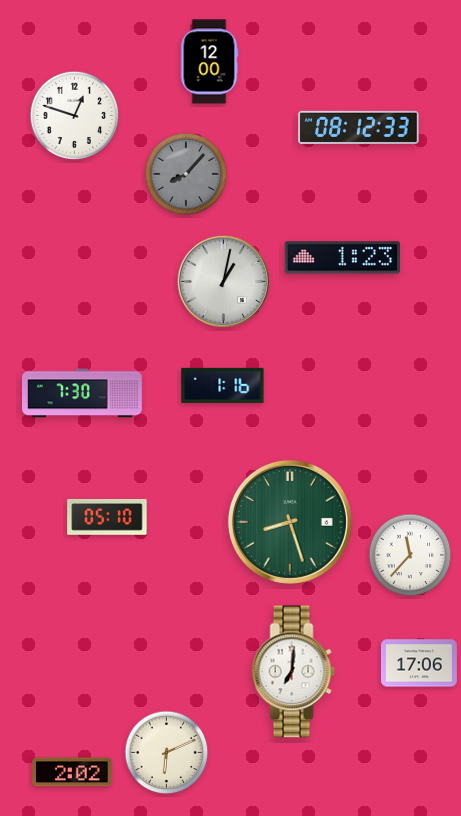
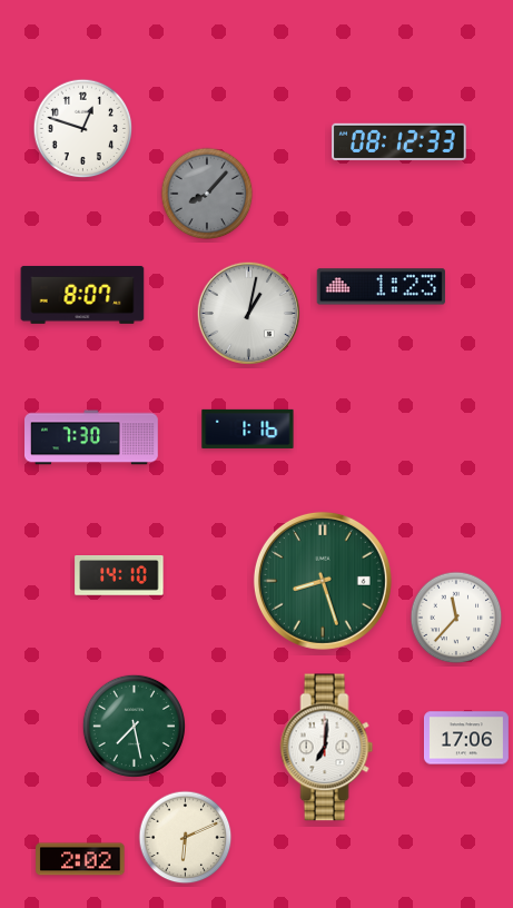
clock at (209, 62): 12:00 -> none
clock at (82, 295): none -> 8:07
clock at (107, 518): 05:10 -> 14:10
clock at (134, 726): none -> 7:28
